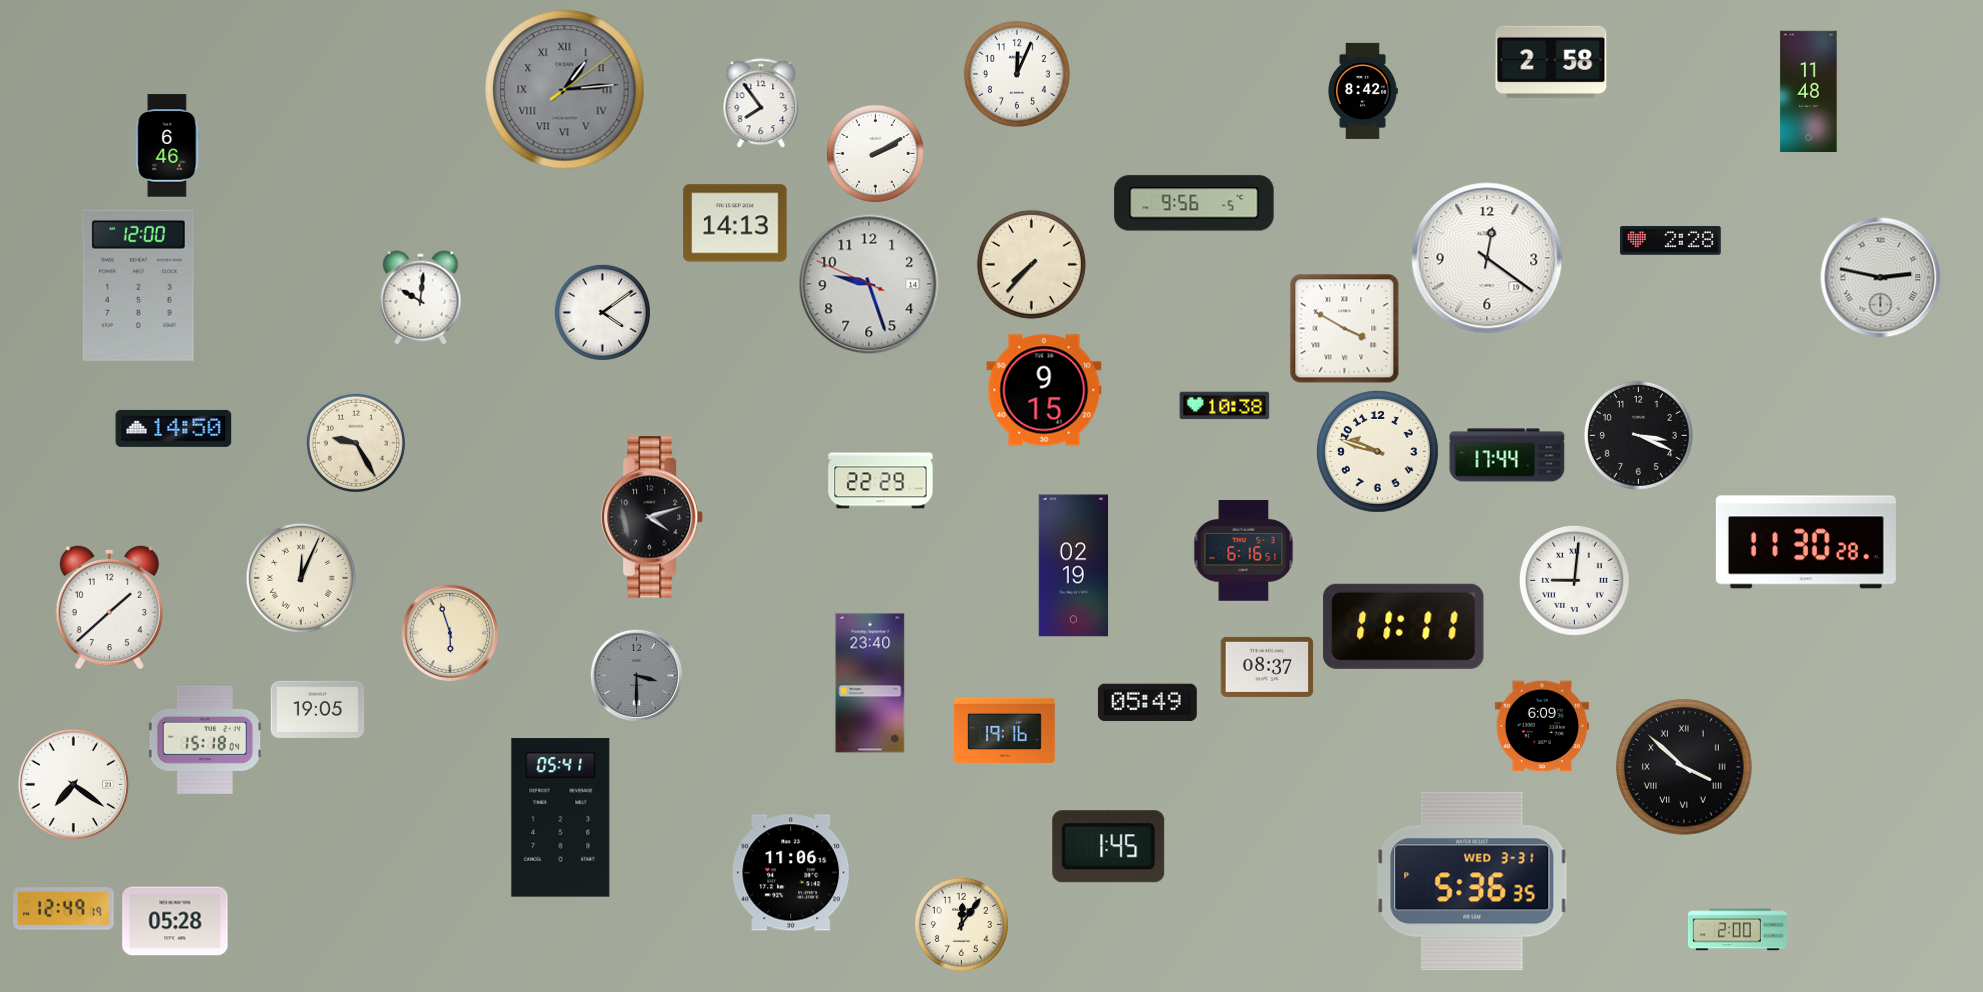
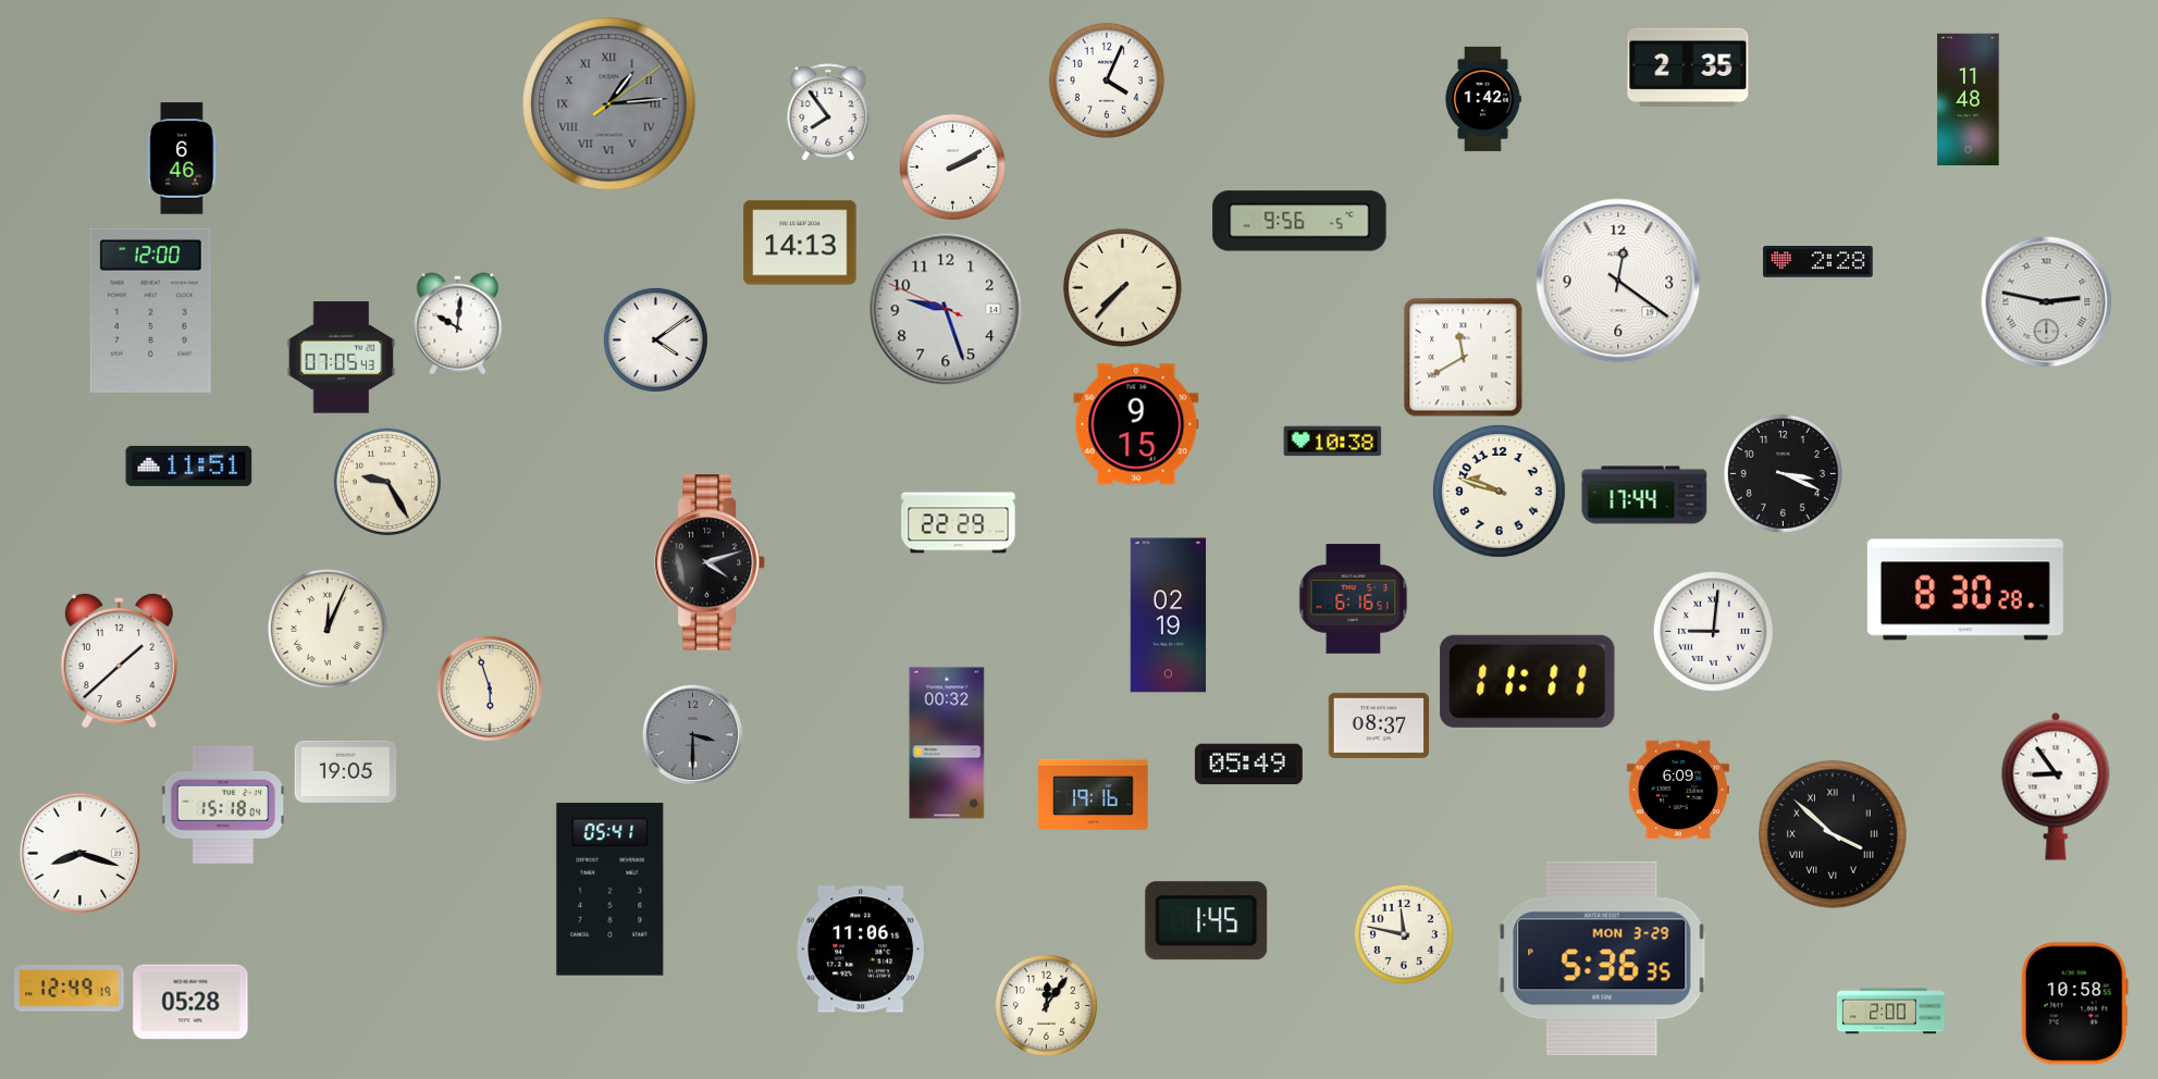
clock at (1551, 62): 2:58 -> 2:35
clock at (1017, 74): 12:04 -> 4:04
clock at (565, 90) position: (565, 90) -> (609, 104)
clock at (1363, 91): 8:42 -> 1:42
clock at (342, 358): none -> 07:05
clock at (1345, 329): 3:50 -> 11:40
clock at (174, 428): 14:50 -> 11:51
clock at (1507, 455) position: (1507, 455) -> (1644, 495)
clock at (1806, 542): 11:30 -> 8:30
clock at (870, 683): 23:40 -> 00:32
clock at (2056, 786): none -> 8:54
clock at (74, 785): 7:21 -> 8:18
clock at (1404, 934): none -> 11:47
clock at (1472, 881) date: WED 3-31 -> MON 3-29
clock at (2074, 1004): none -> 10:58
